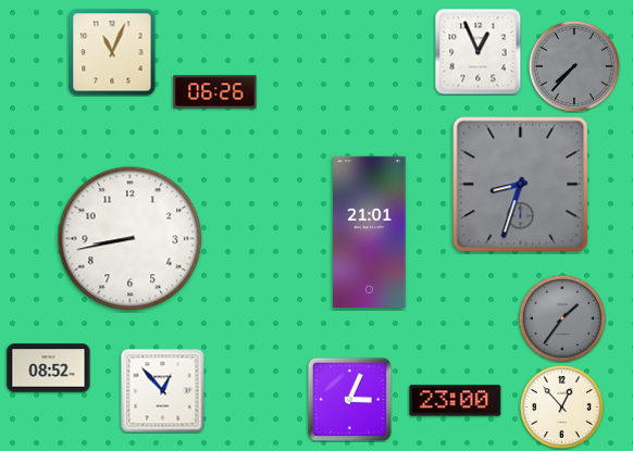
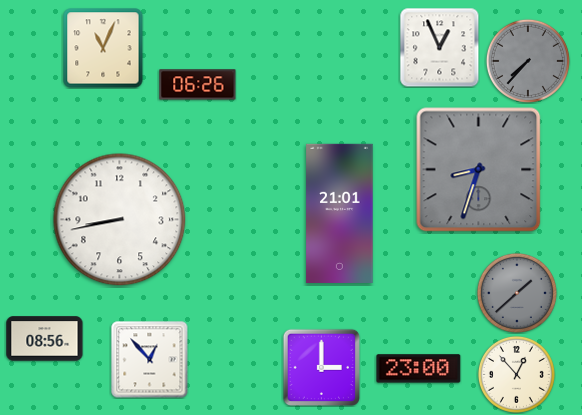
clock at (562, 318): 1:36 -> 1:38
clock at (49, 368): 08:52 -> 08:56
clock at (349, 399): 3:04 -> 3:00
